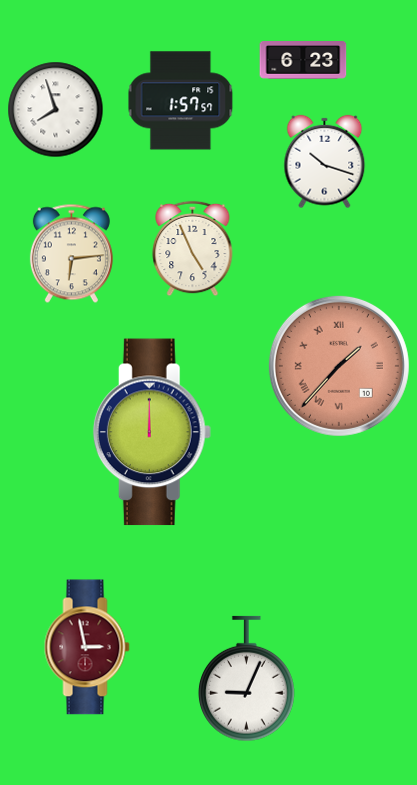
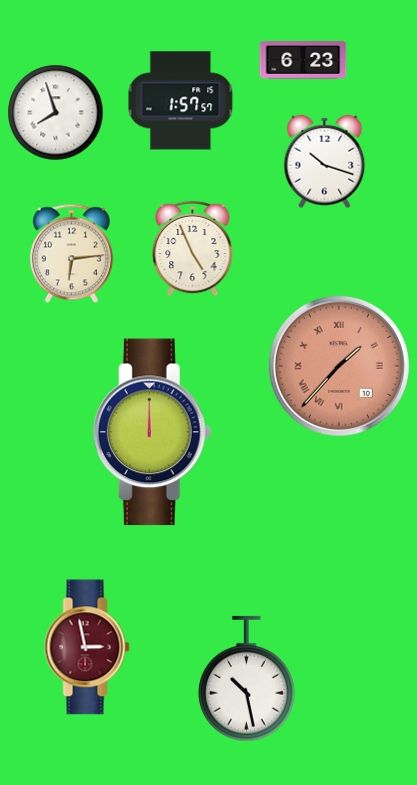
clock at (56, 110) position: (56, 110) -> (56, 113)
clock at (246, 679): 9:04 -> 10:28
